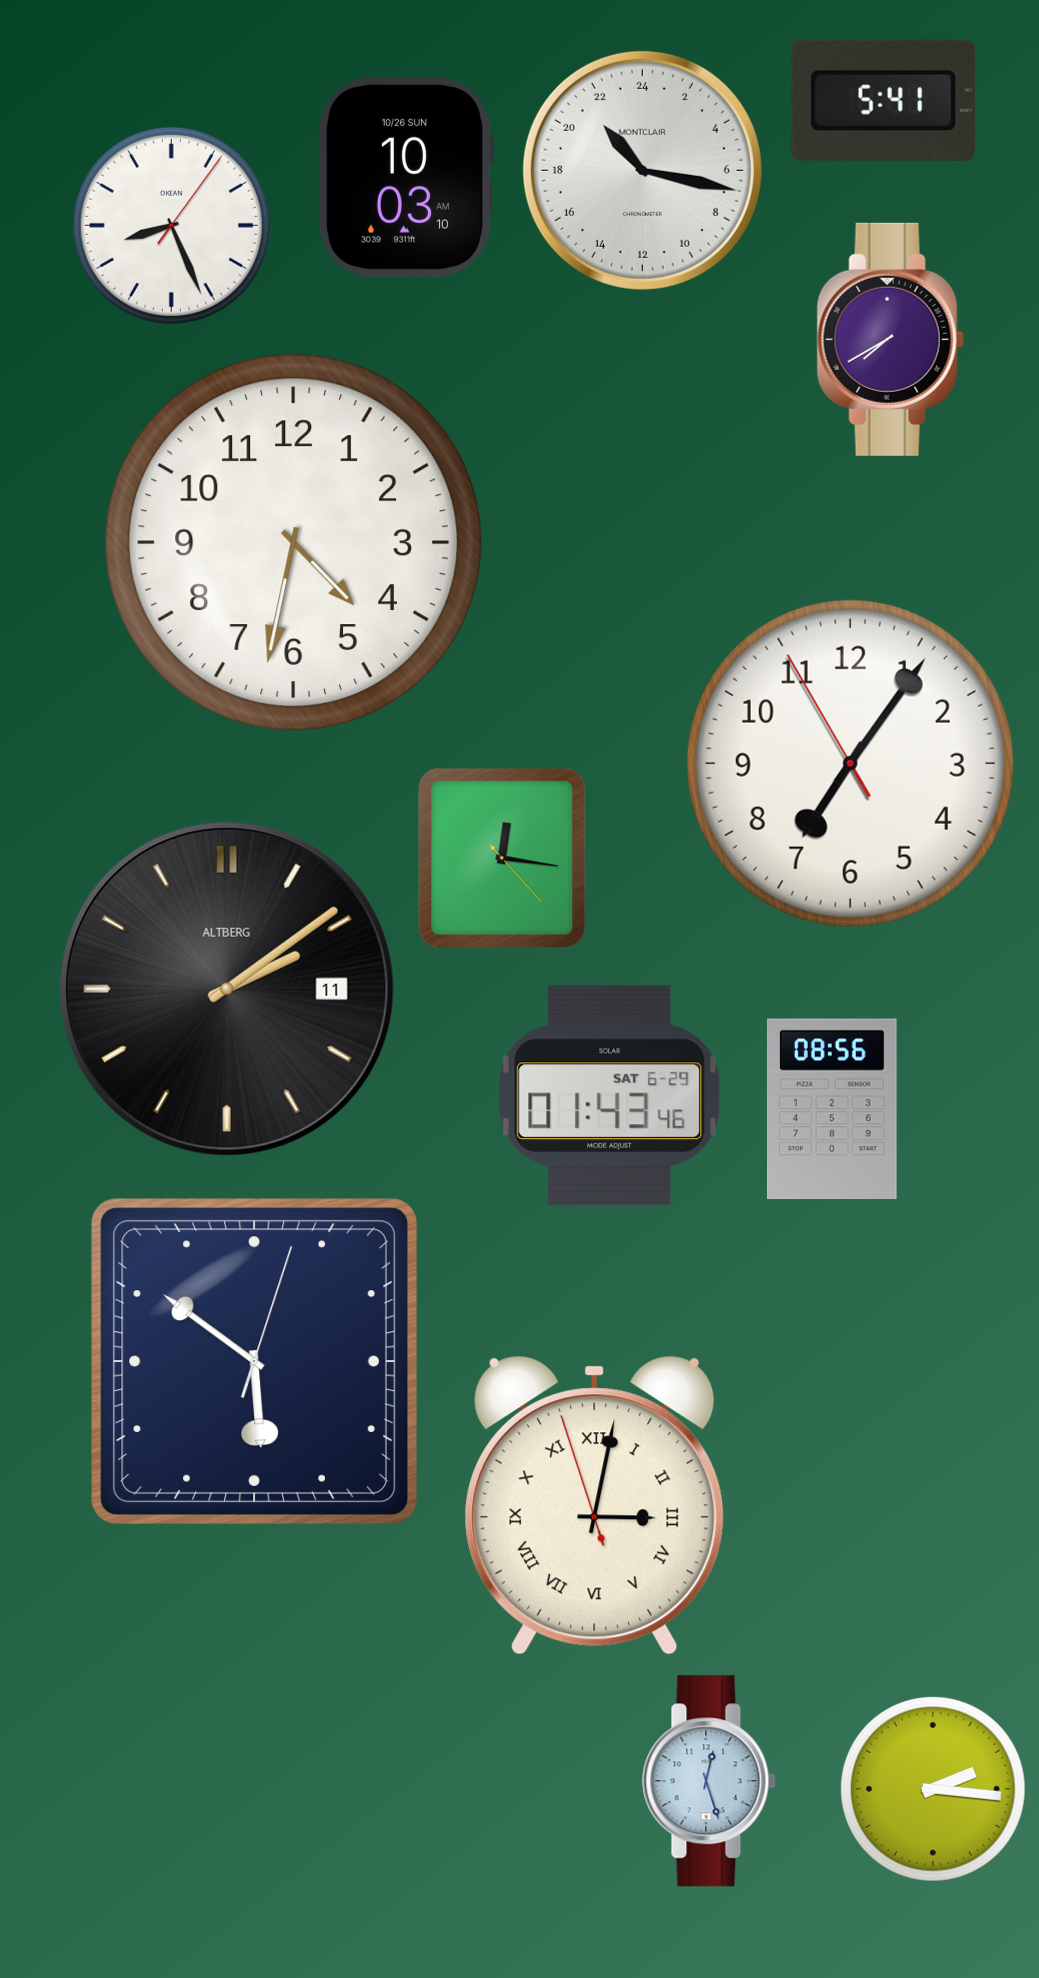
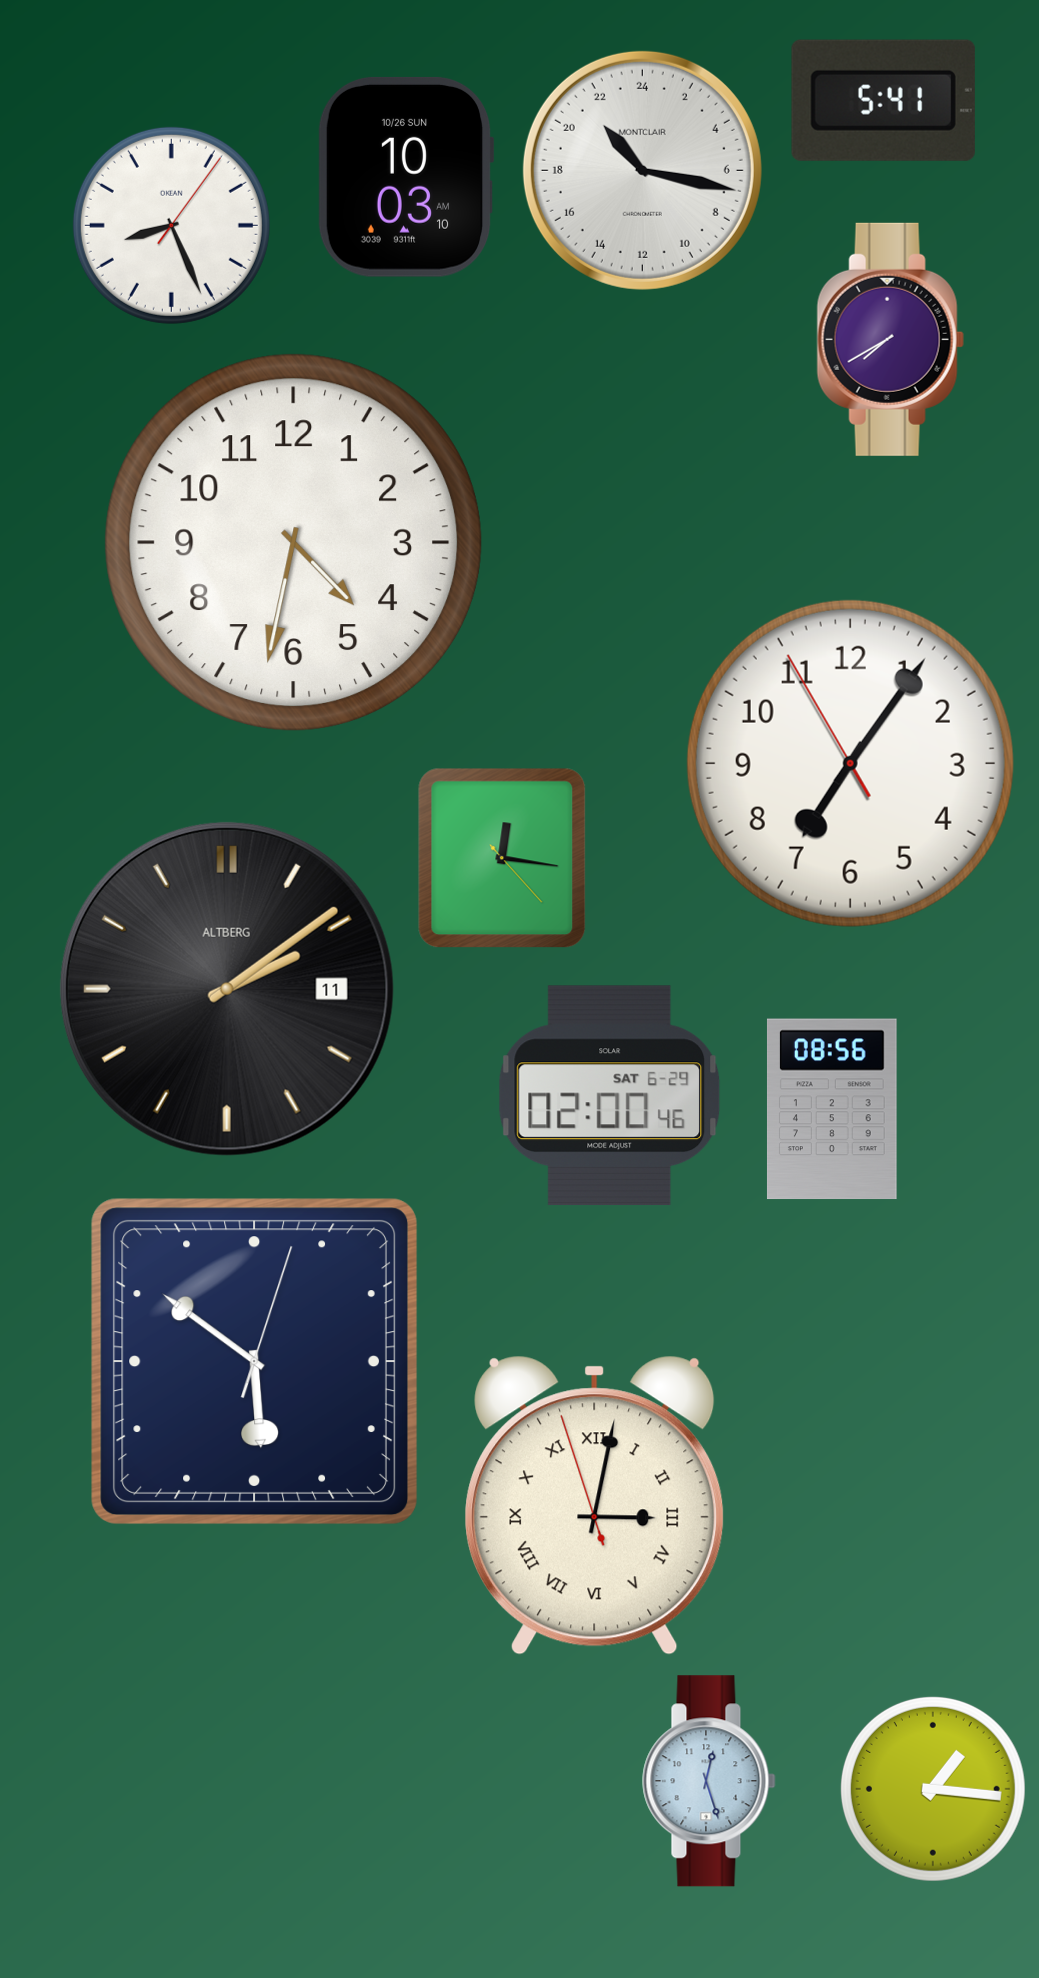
clock at (610, 1096): 01:43 -> 02:00
clock at (933, 1789): 2:16 -> 1:16
